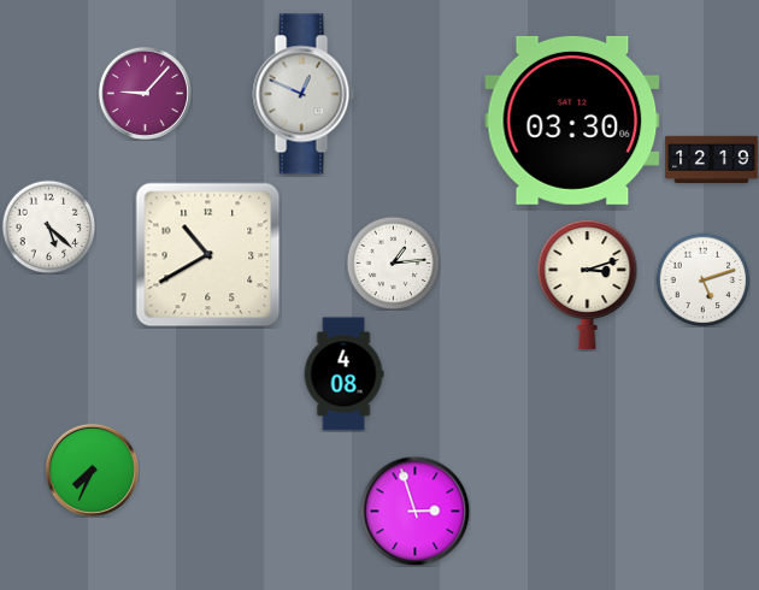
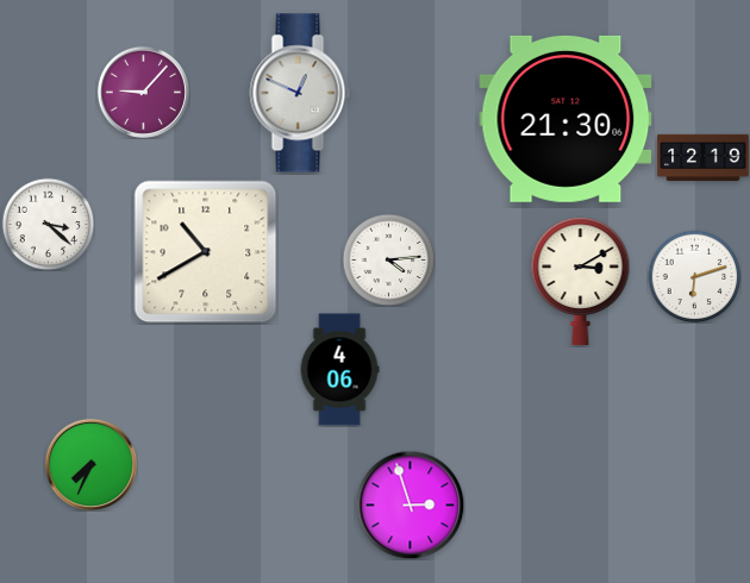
clock at (572, 120): 03:30 -> 21:30
clock at (48, 226): 5:22 -> 3:22
clock at (393, 262): 1:14 -> 4:14
clock at (702, 279): 5:12 -> 6:12
clock at (588, 285): 3:12 -> 3:10
clock at (343, 374): 4:08 -> 4:06
